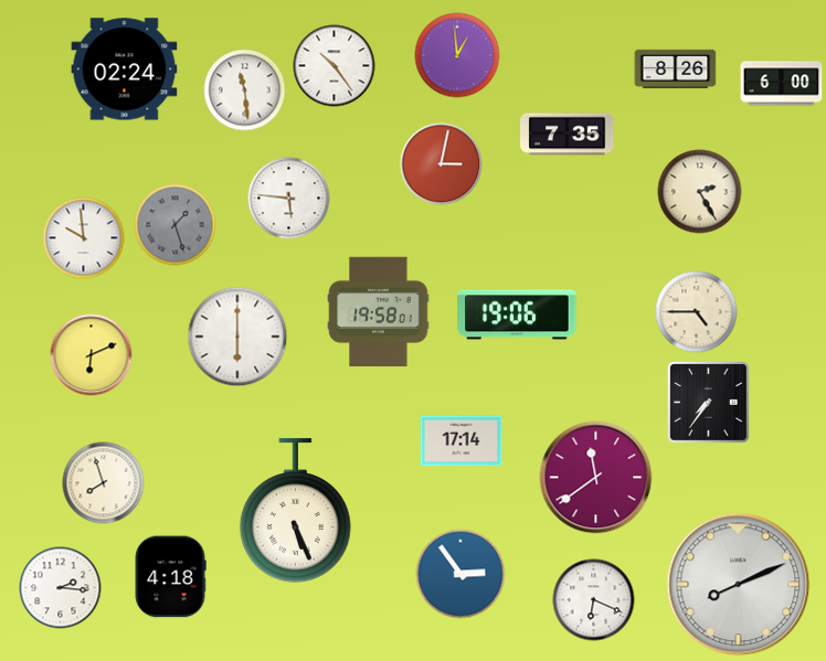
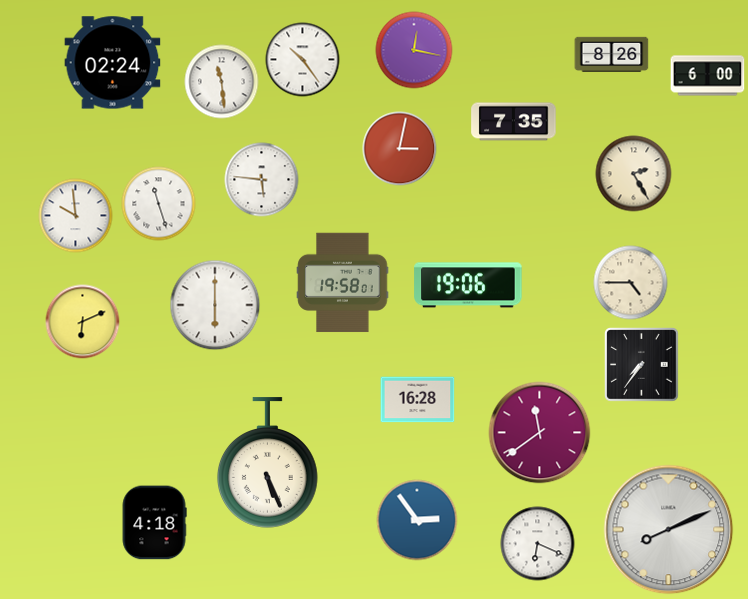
clock at (457, 55): 12:59 -> 12:17
clock at (676, 68) position: (676, 68) -> (612, 54)
clock at (176, 225): 1:27 -> 11:27
clock at (176, 225) dial: grey -> white
clock at (462, 441): 17:14 -> 16:28
clock at (104, 483): 7:57 -> none
clock at (61, 588): 2:16 -> none
